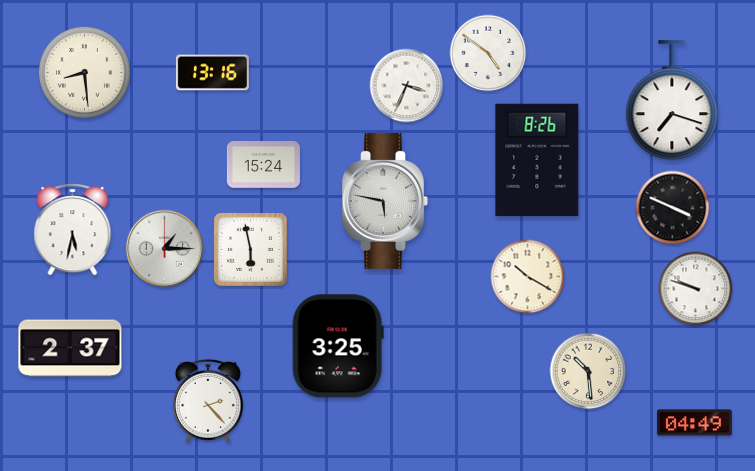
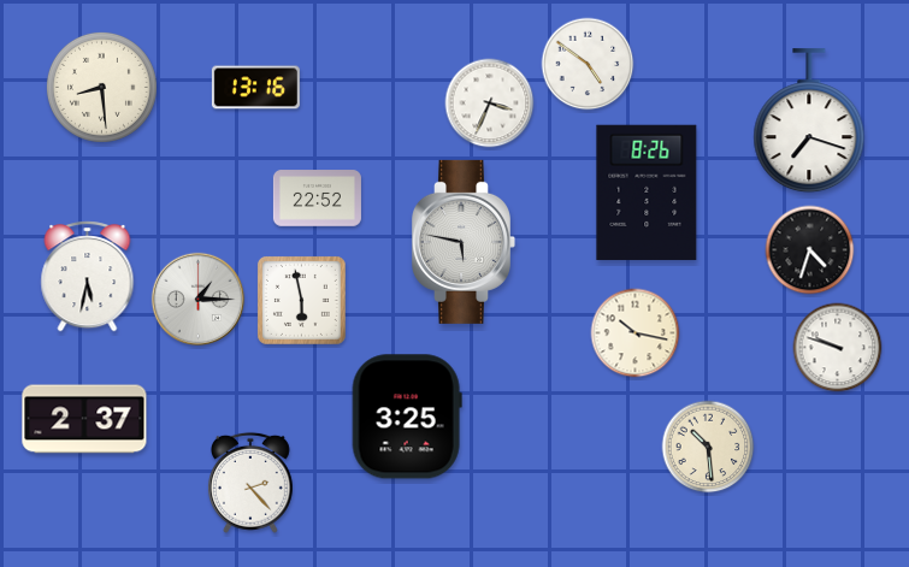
clock at (263, 165): 15:24 -> 22:52
clock at (673, 208): 3:49 -> 4:33
clock at (528, 277): 10:20 -> 10:17
clock at (694, 423): 04:49 -> none
